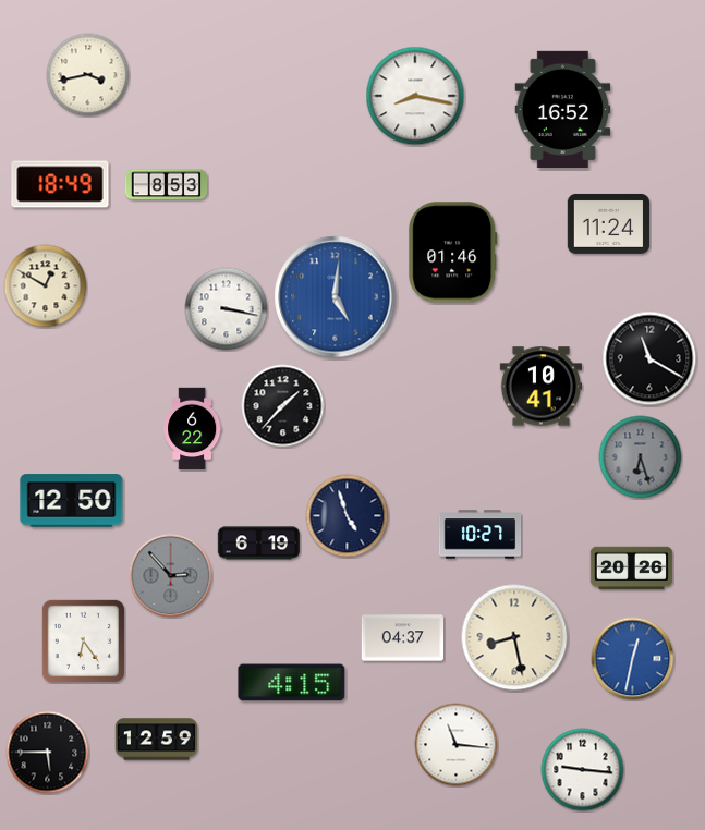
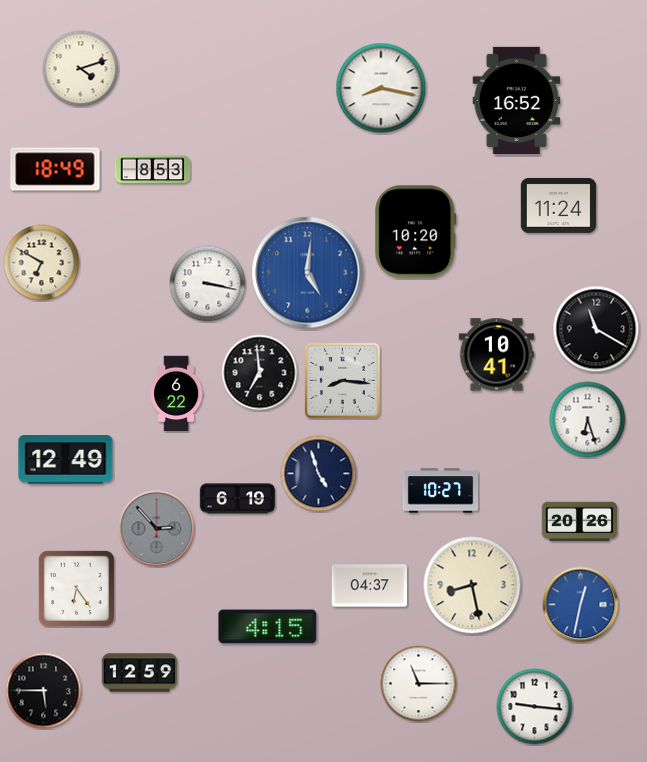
clock at (88, 75): 3:43 -> 4:12
clock at (453, 253): 01:46 -> 10:20
clock at (46, 286): 12:50 -> 6:50
clock at (283, 406): 1:37 -> 6:59
clock at (342, 380): none -> 8:16
clock at (641, 457) dial: grey -> white
clock at (72, 501): 12:50 -> 12:49
clock at (157, 740) position: (157, 740) -> (140, 673)
clock at (457, 745): 11:16 -> 11:15
